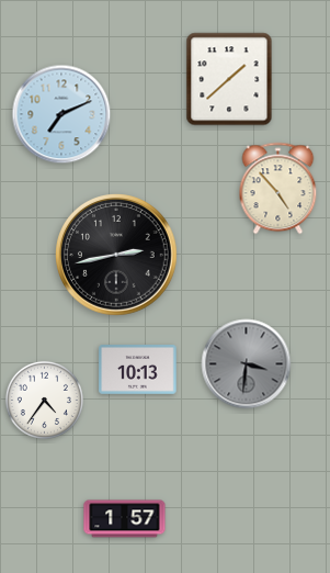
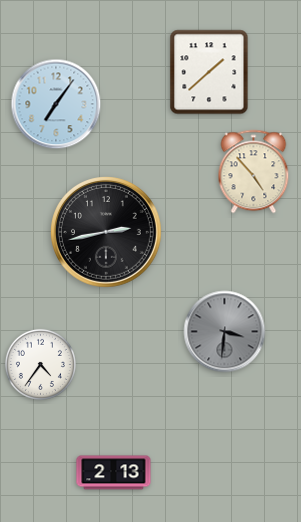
clock at (61, 114): 7:11 -> 7:06
clock at (138, 370): 10:13 -> none
clock at (125, 519): 1:57 -> 2:13
